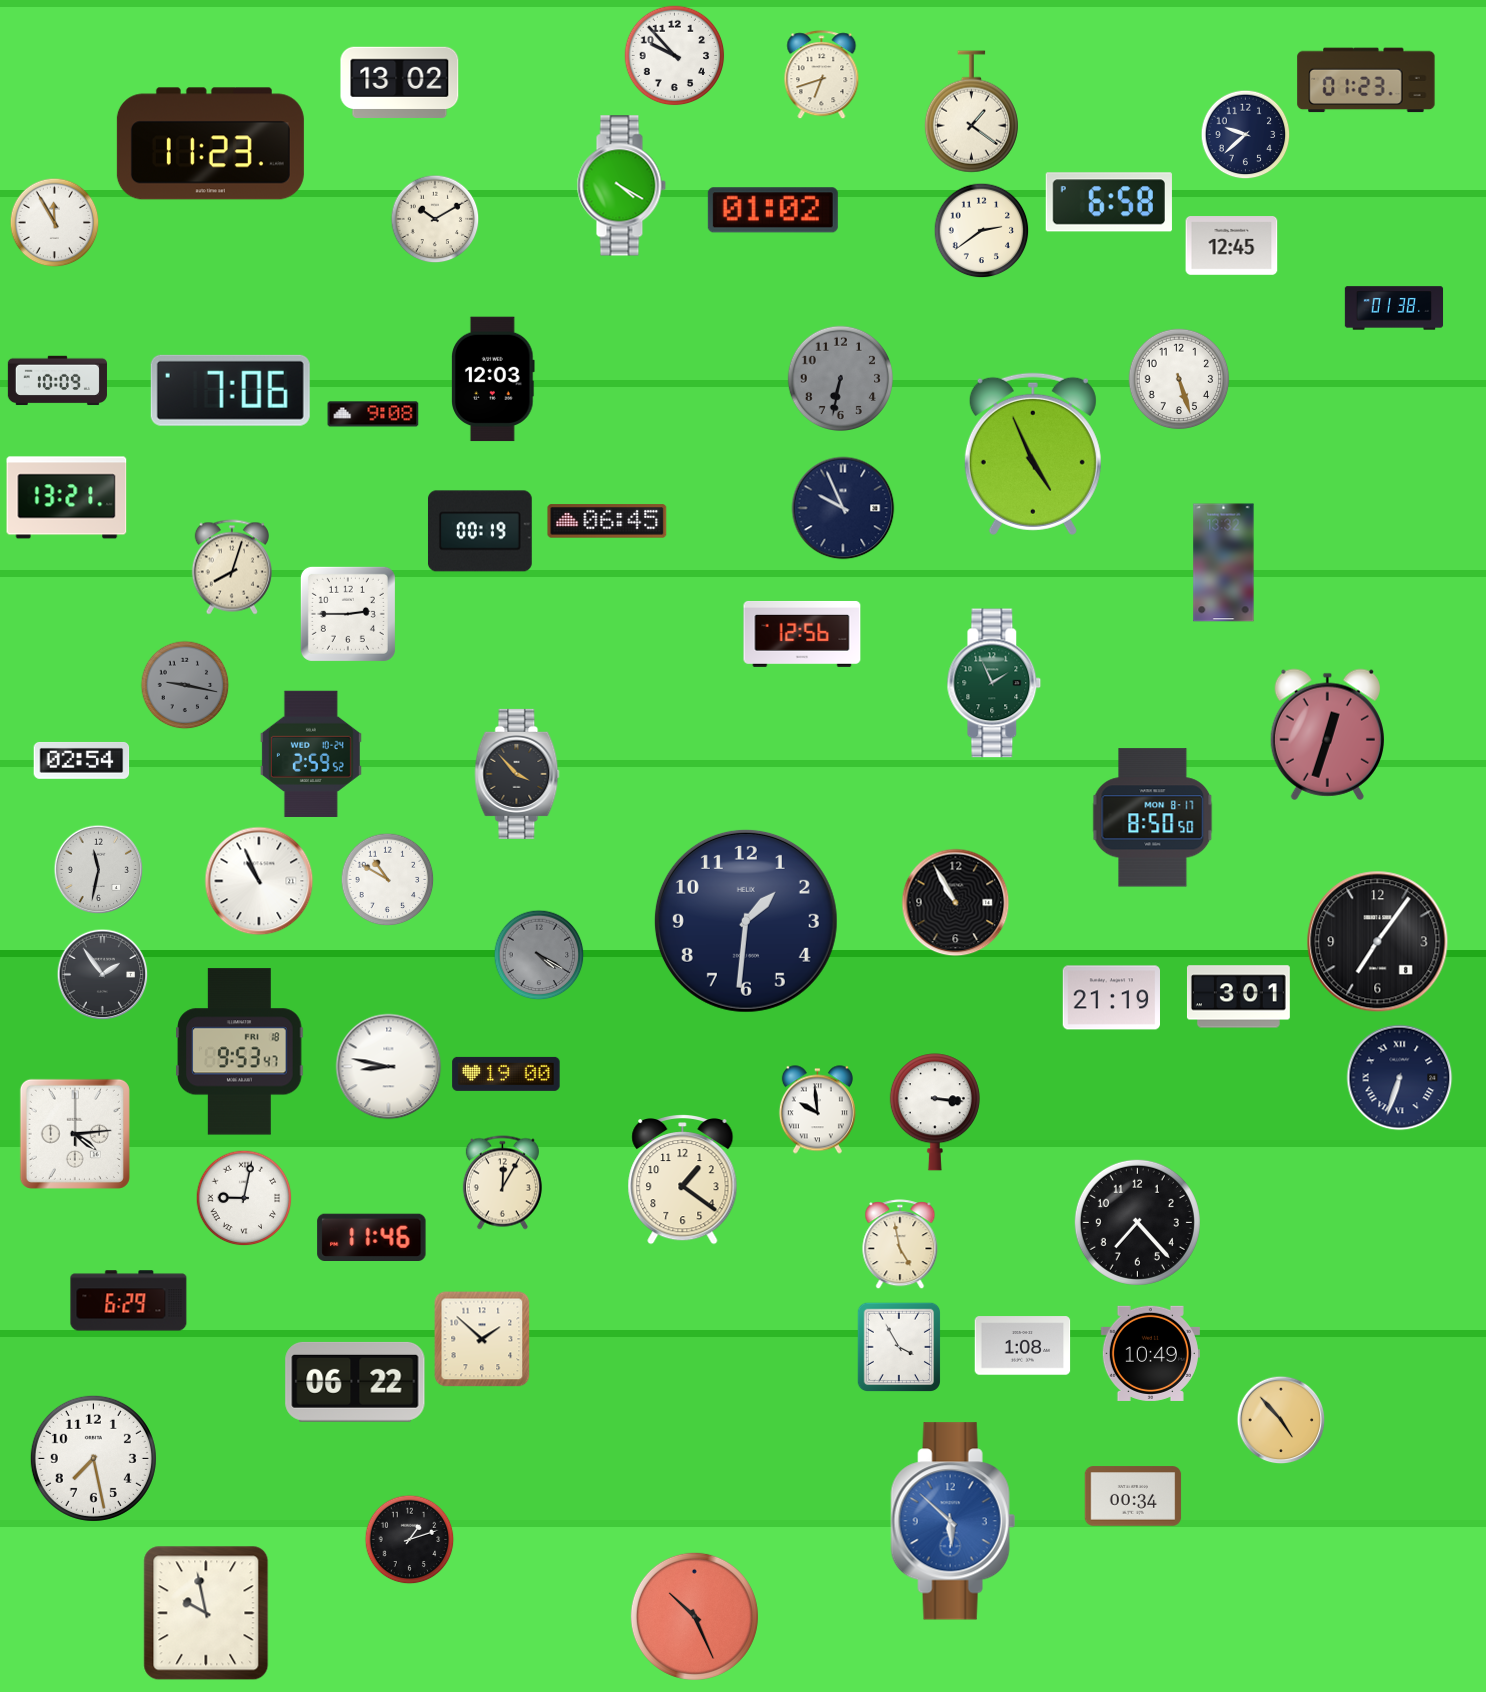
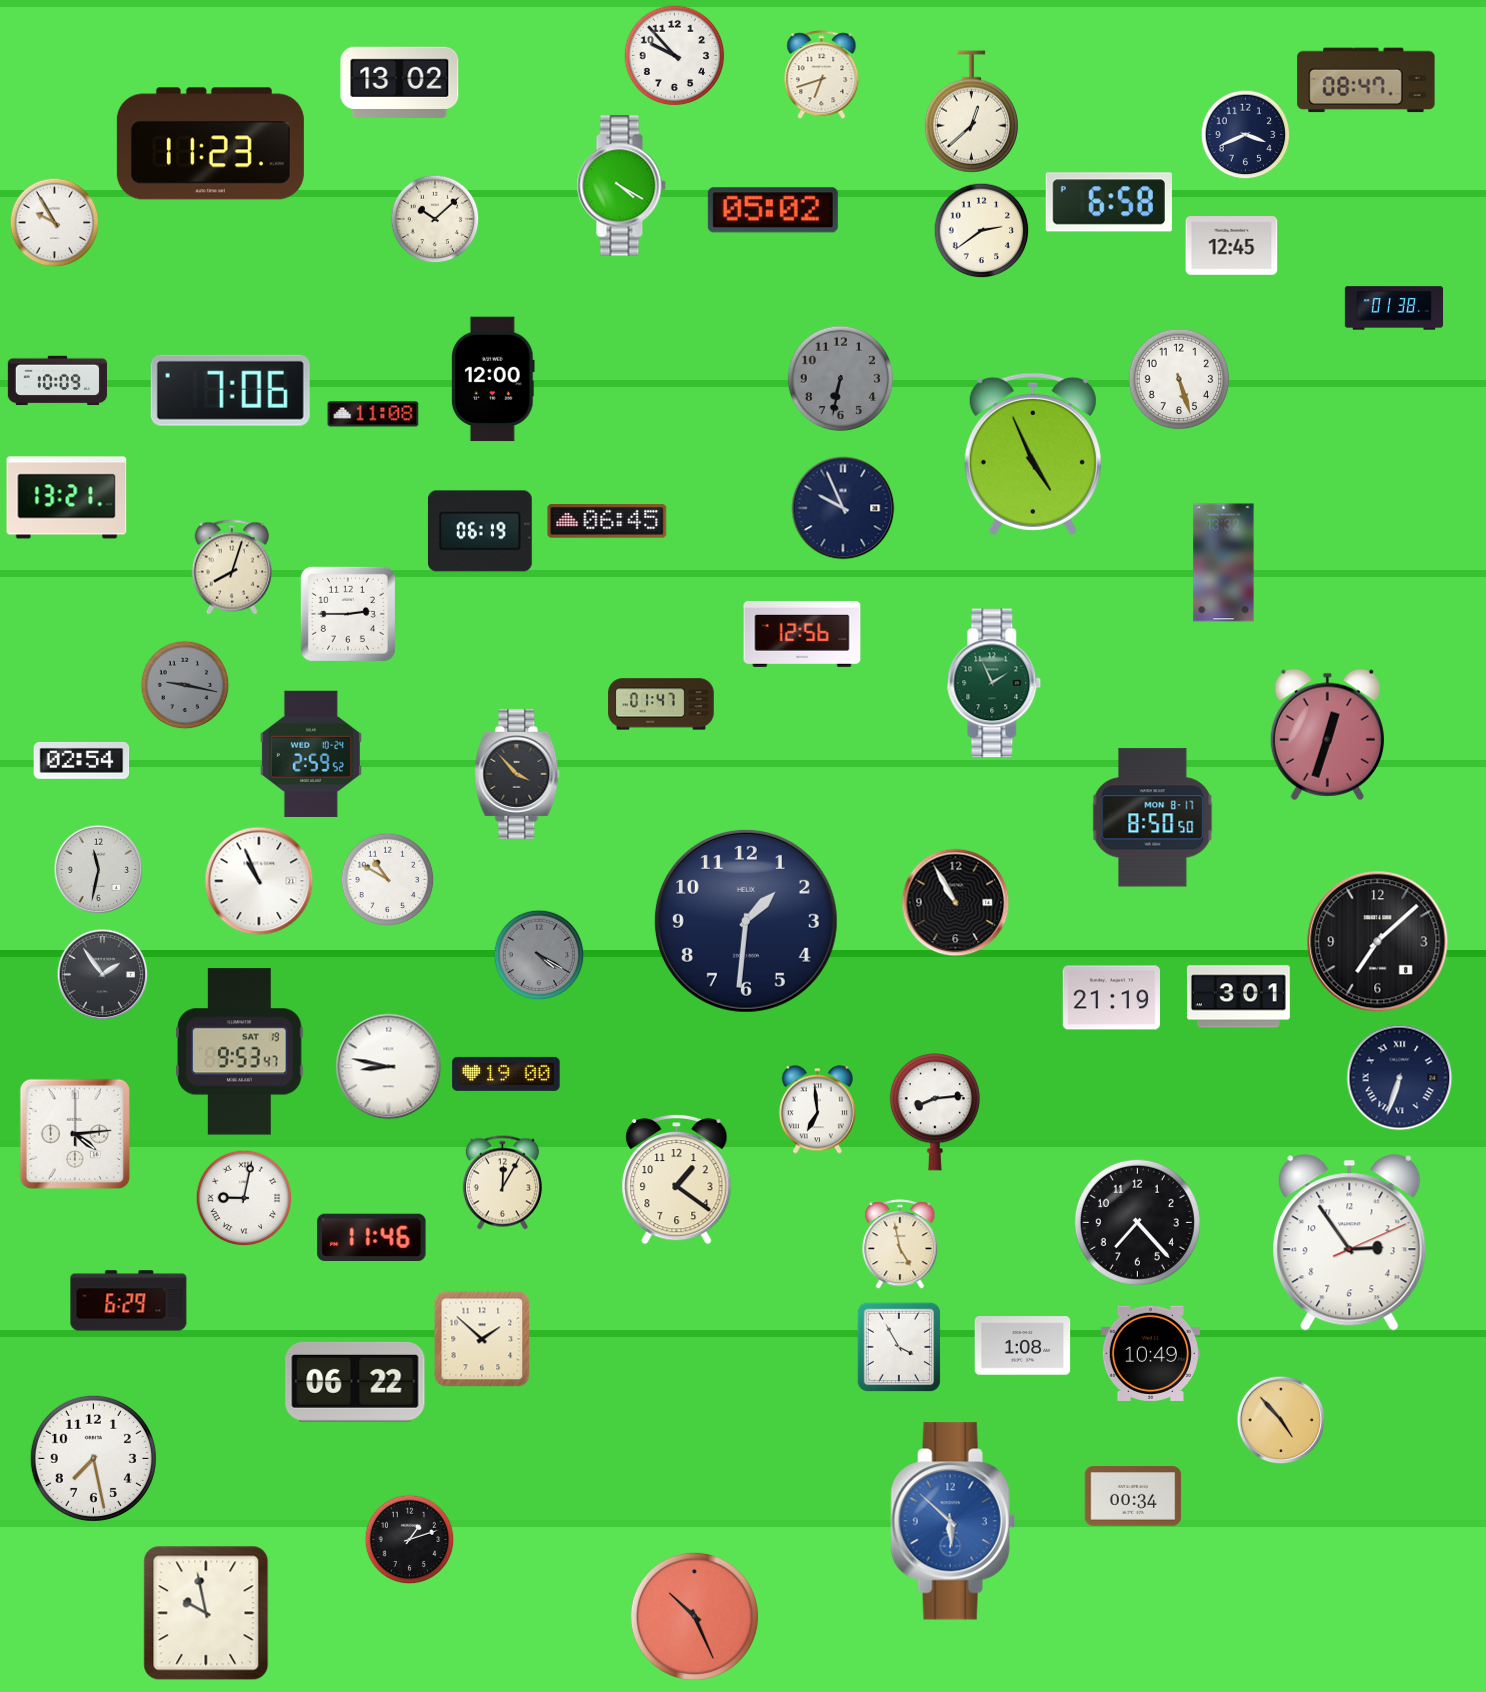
clock at (1366, 80): 01:23 -> 08:47
clock at (971, 112): 1:21 -> 12:38
clock at (1246, 135): 9:38 -> 3:41
clock at (773, 210): 01:02 -> 05:02
clock at (435, 219): 10:10 -> 10:08
clock at (55, 223): 11:55 -> 9:55
clock at (493, 379): 12:03 -> 12:00
clock at (373, 414): 9:08 -> 11:08
clock at (480, 531): 00:19 -> 06:19
clock at (661, 704): none -> 01:47
clock at (1378, 942): 7:06 -> 7:08
clock at (240, 1052) date: FRI 18 -> SAT 19
clock at (817, 1110): 9:59 -> 6:59
clock at (935, 1112): 3:16 -> 8:14
clock at (683, 1180) position: (683, 1180) -> (677, 1180)
clock at (1350, 1243): none -> 2:54
